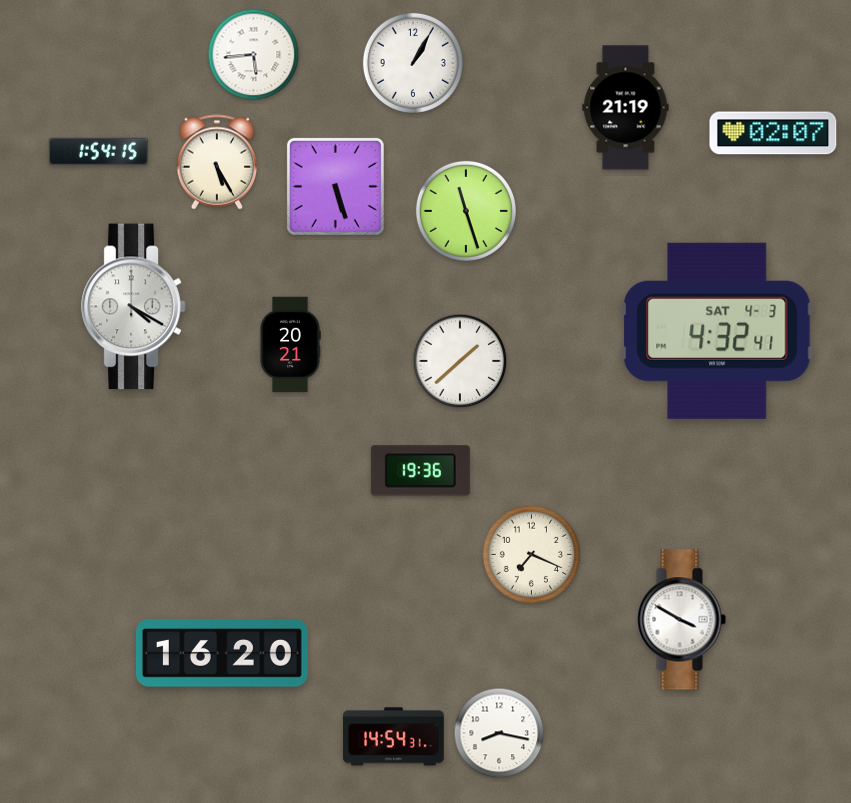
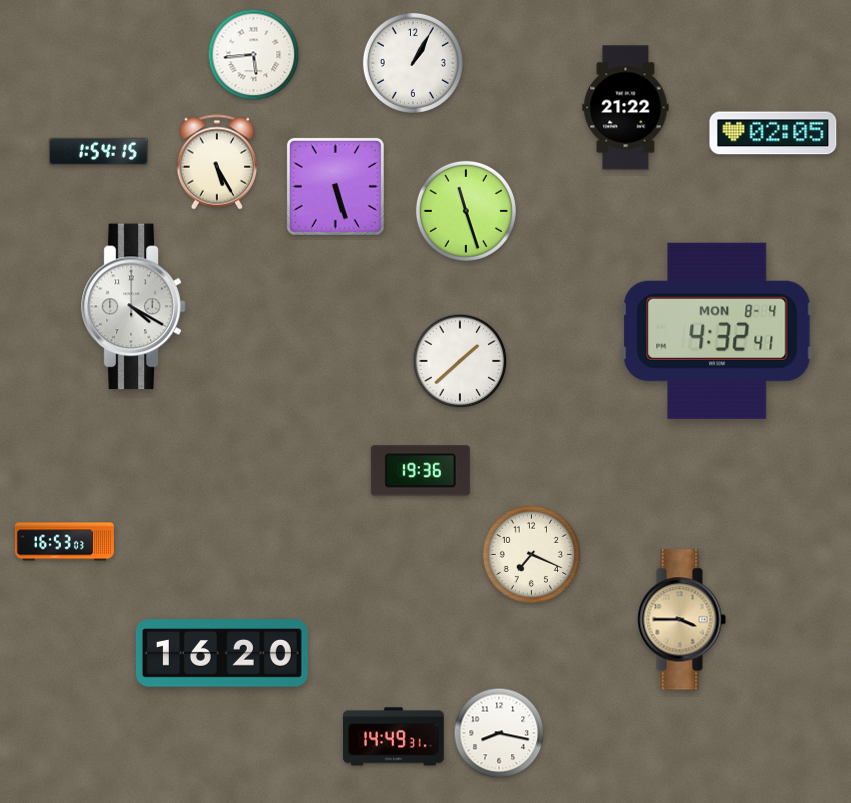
clock at (626, 108): 21:19 -> 21:22
clock at (773, 133): 02:07 -> 02:05
clock at (717, 331) date: SAT 4-3 -> MON 8-4
clock at (290, 345): 20:21 -> none
clock at (64, 542): none -> 16:53
clock at (681, 620): 3:50 -> 3:45
clock at (681, 620) dial: white -> champagne
clock at (394, 737): 14:54 -> 14:49
